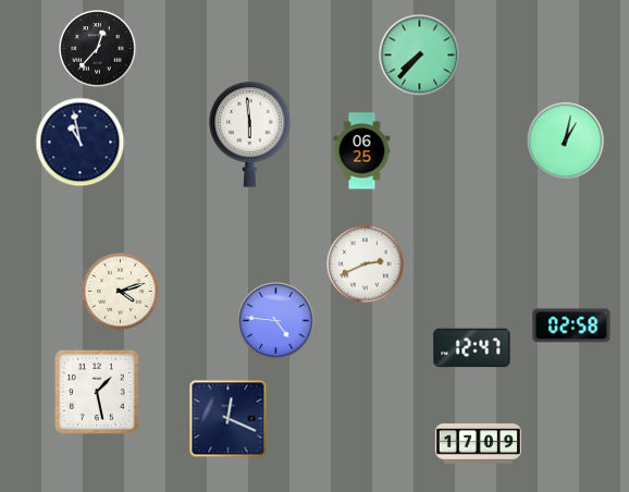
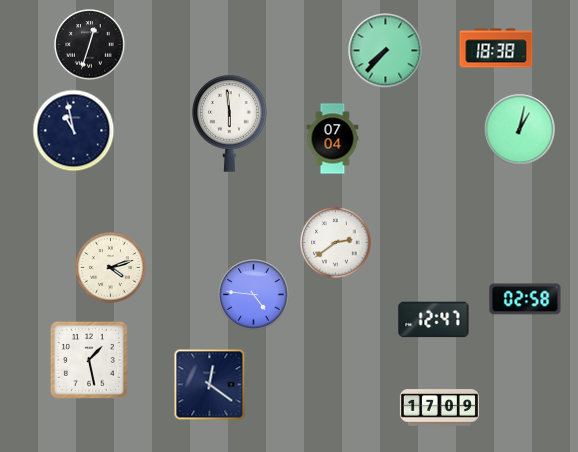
clock at (98, 49): 12:37 -> 12:33
clock at (496, 48): none -> 18:38
clock at (362, 151): 06:25 -> 07:04
clock at (366, 265): 2:41 -> 2:39
clock at (229, 419): 12:19 -> 12:21
